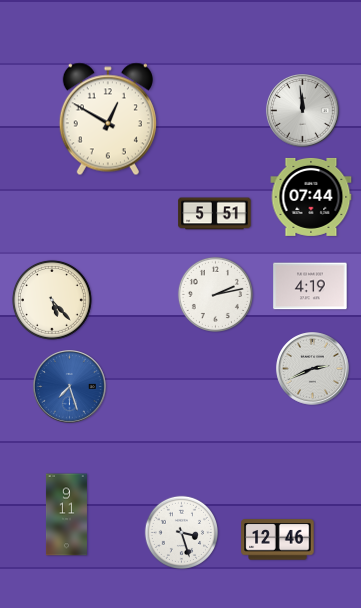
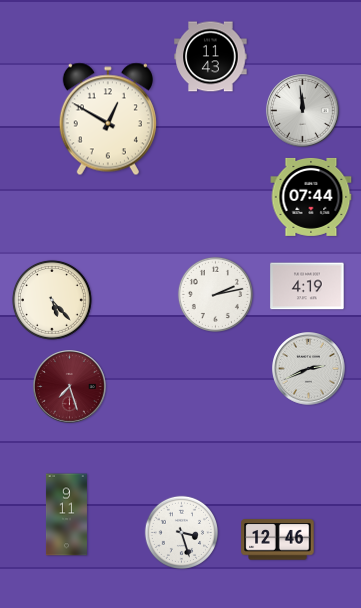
clock at (211, 57): none -> 11:43
clock at (215, 214): 5:51 -> none
clock at (310, 286) position: (310, 286) -> (307, 286)
clock at (313, 369) position: (313, 369) -> (309, 369)
clock at (70, 387) dial: blue -> burgundy
